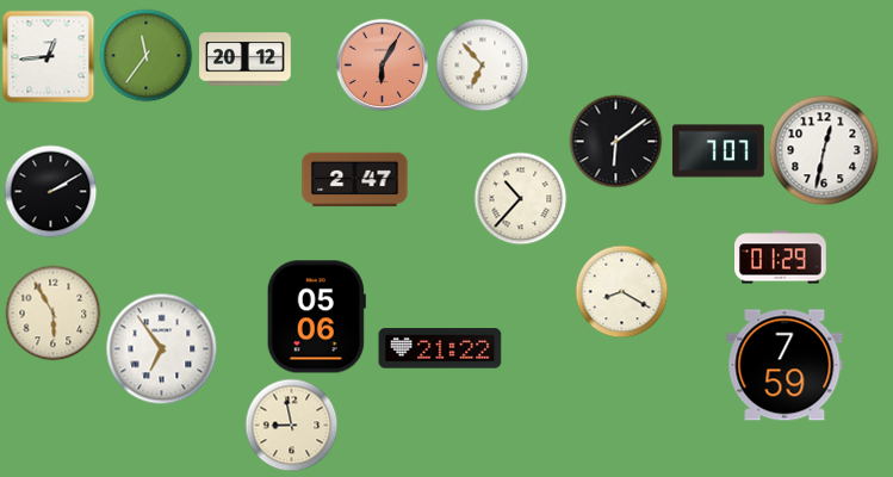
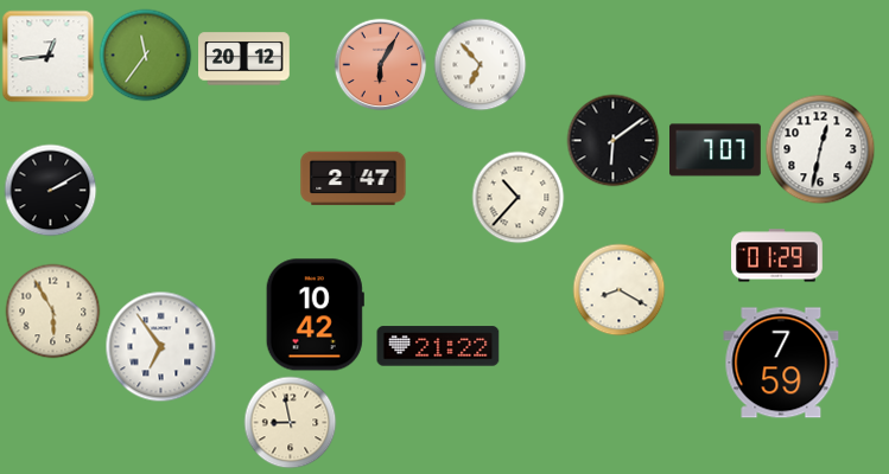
clock at (316, 317): 05:06 -> 10:42
